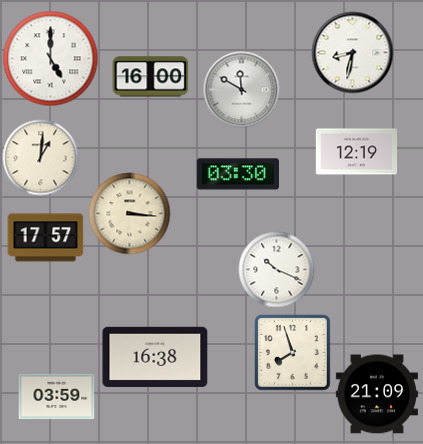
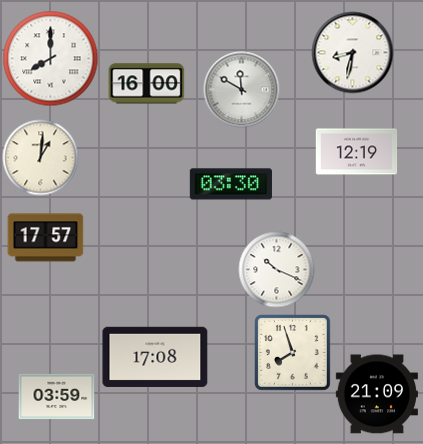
clock at (51, 59): 5:00 -> 8:00
clock at (151, 77) position: (151, 77) -> (147, 84)
clock at (238, 174) position: (238, 174) -> (231, 184)
clock at (130, 214): 3:16 -> none
clock at (155, 357): 16:38 -> 17:08
